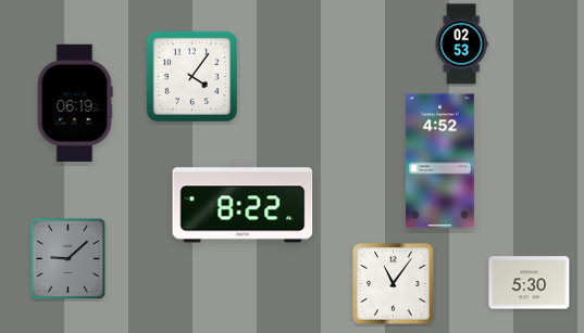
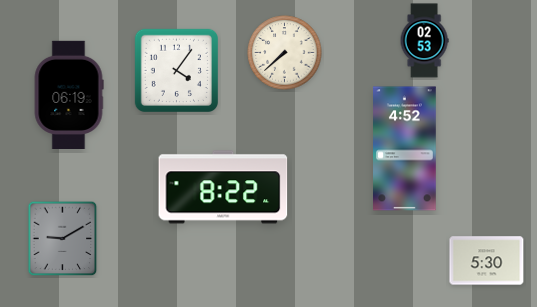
clock at (285, 53): none -> 7:38
clock at (69, 259): 9:08 -> 9:10
clock at (394, 284): 11:06 -> none
